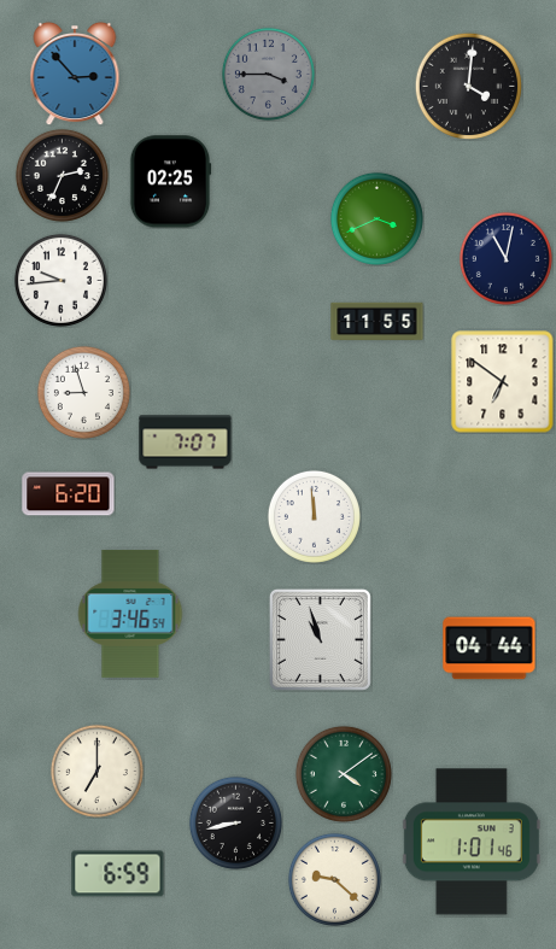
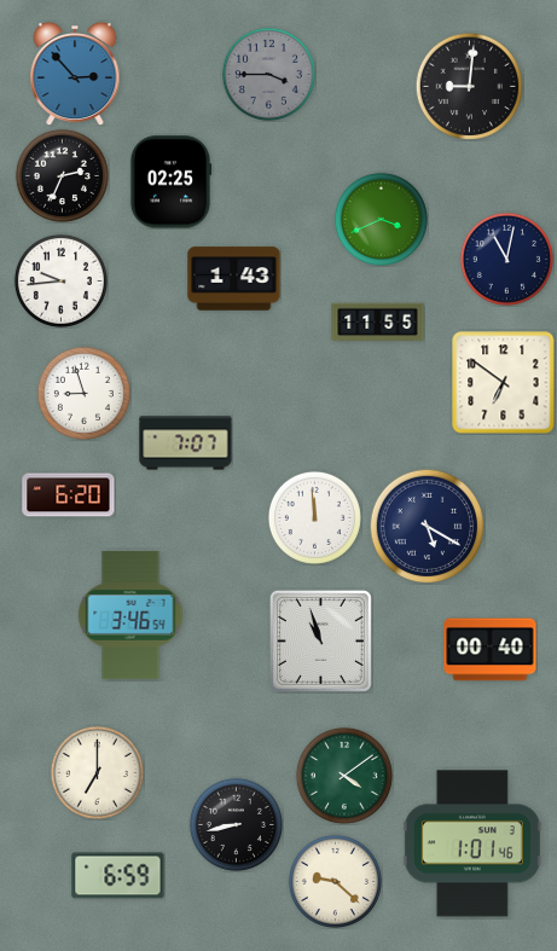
clock at (468, 86): 4:01 -> 9:01
clock at (376, 218) position: (376, 218) -> (381, 219)
clock at (234, 279): none -> 1:43
clock at (427, 526): none -> 5:20
clock at (490, 649): 04:44 -> 00:40
